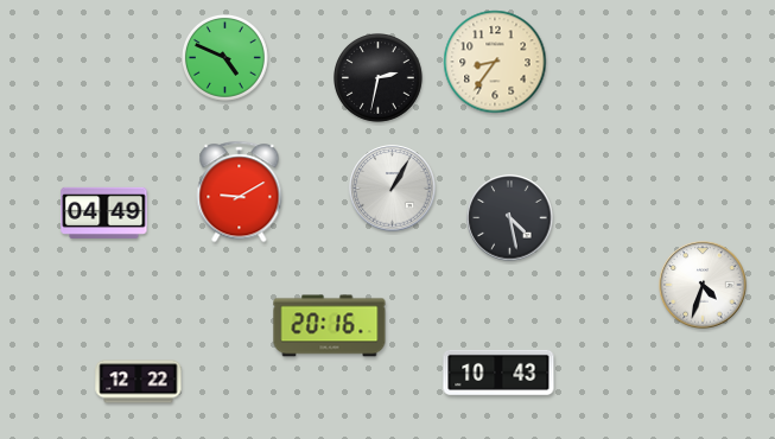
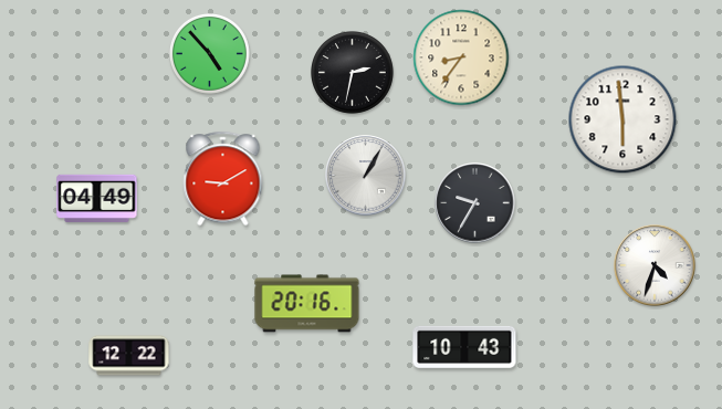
clock at (224, 57): 4:49 -> 4:53
clock at (622, 119): none -> 5:59
clock at (510, 218): 4:28 -> 9:35
